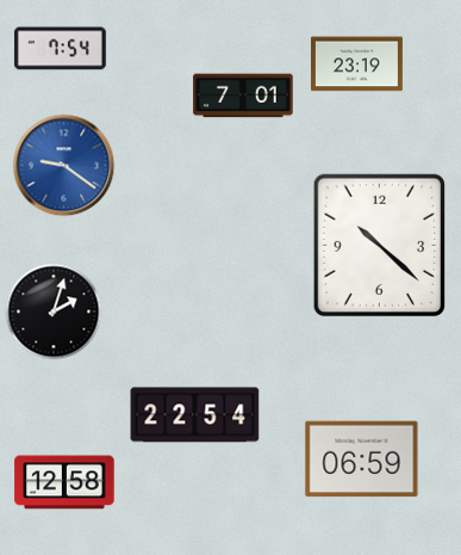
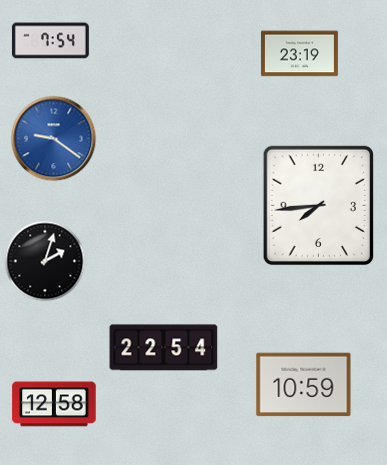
clock at (243, 95): 7:01 -> none
clock at (379, 246): 10:22 -> 7:44
clock at (362, 460): 06:59 -> 10:59
